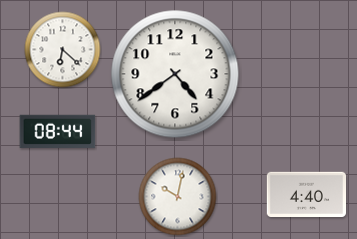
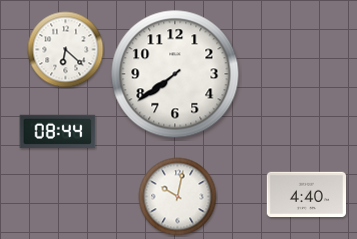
clock at (63, 50) position: (63, 50) -> (66, 50)
clock at (175, 74): 4:39 -> 7:39
